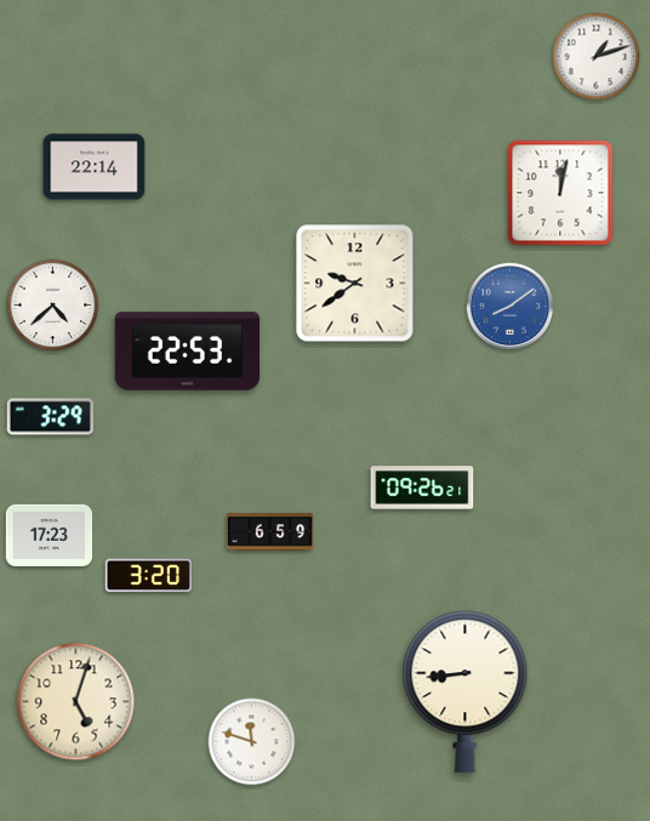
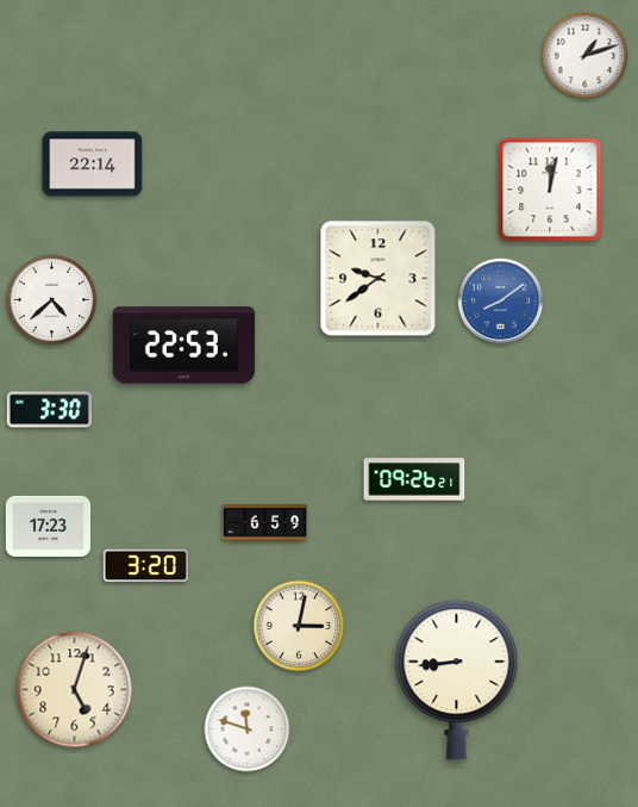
clock at (355, 284) position: (355, 284) -> (379, 279)
clock at (50, 417): 3:29 -> 3:30
clock at (299, 626): none -> 3:02
